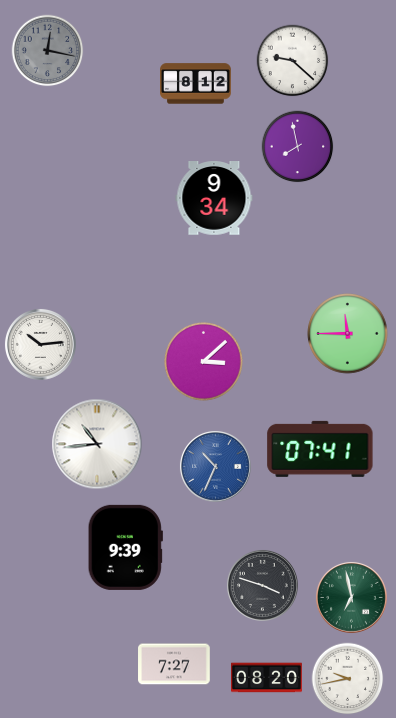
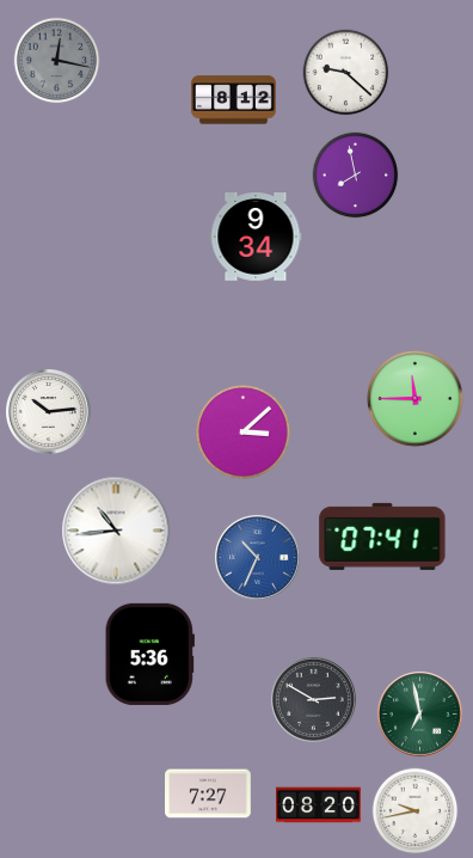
clock at (293, 61) position: (293, 61) -> (346, 73)
clock at (125, 547): 9:39 -> 5:36
clock at (262, 585): 3:48 -> 2:50
clock at (267, 678) position: (267, 678) -> (319, 805)
